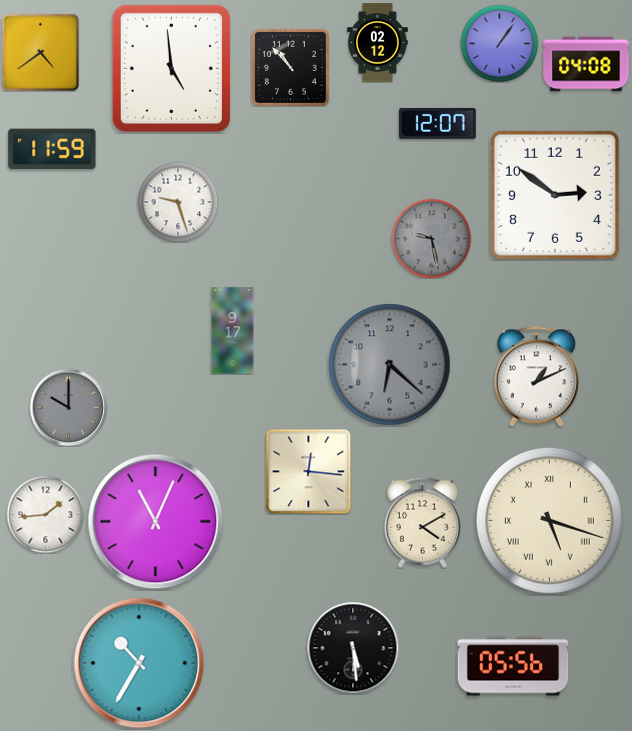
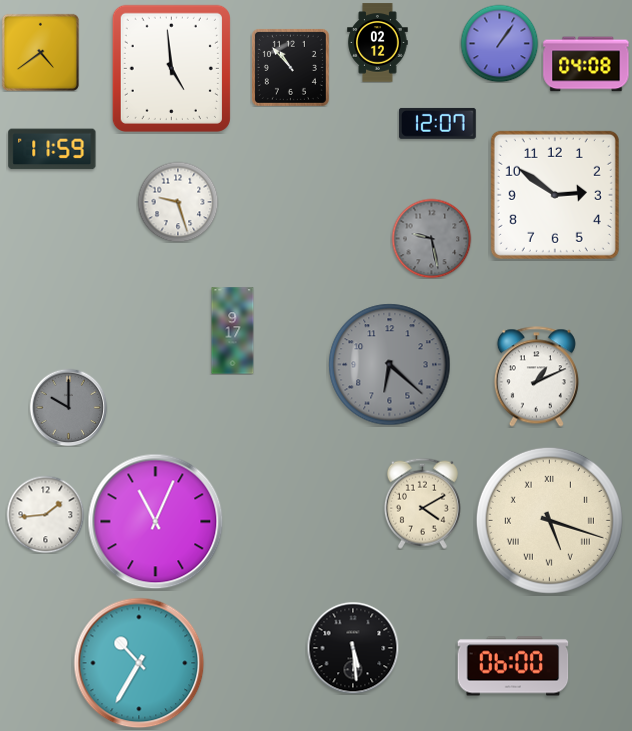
clock at (308, 471): 12:16 -> none
clock at (422, 522) position: (422, 522) -> (422, 503)
clock at (513, 666): 05:56 -> 06:00
